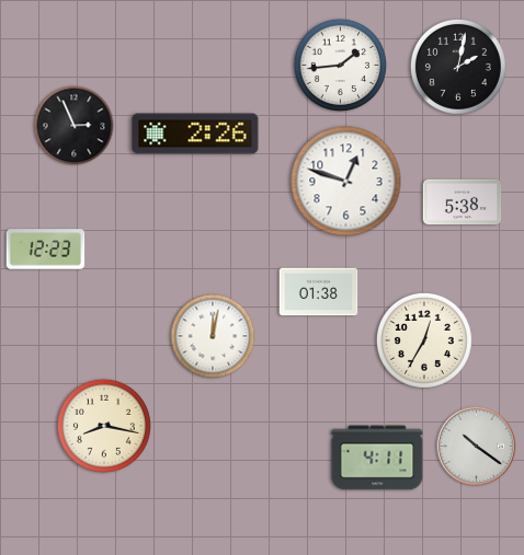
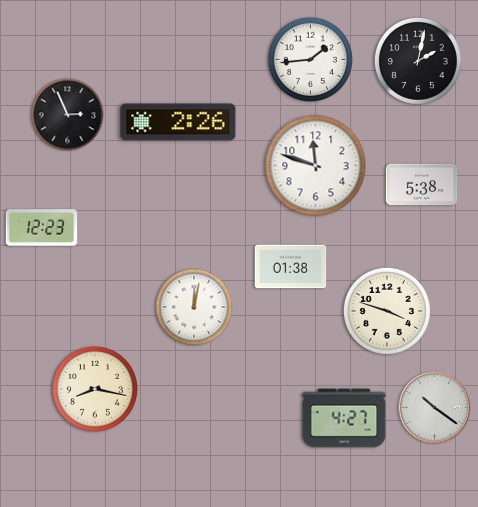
clock at (346, 182): 12:48 -> 11:48
clock at (424, 340): 12:35 -> 3:48
clock at (377, 458): 4:11 -> 4:27
